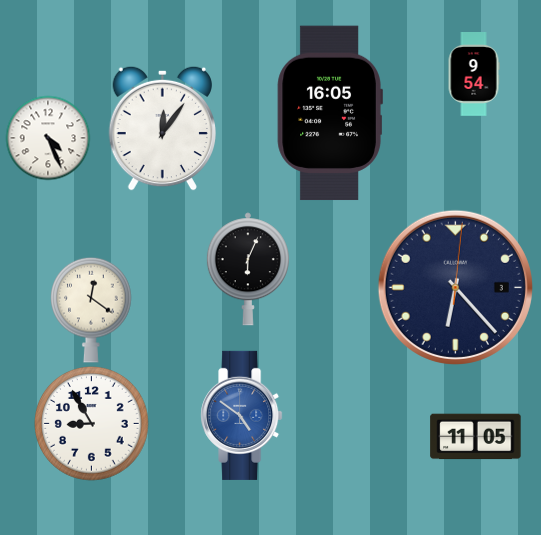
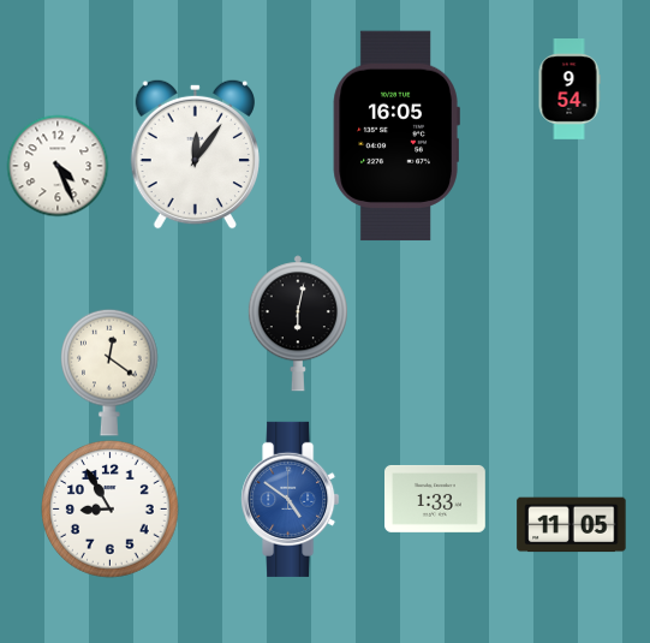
clock at (248, 269): 6:04 -> 6:02
clock at (455, 287): 6:23 -> none
clock at (436, 499): none -> 1:33
